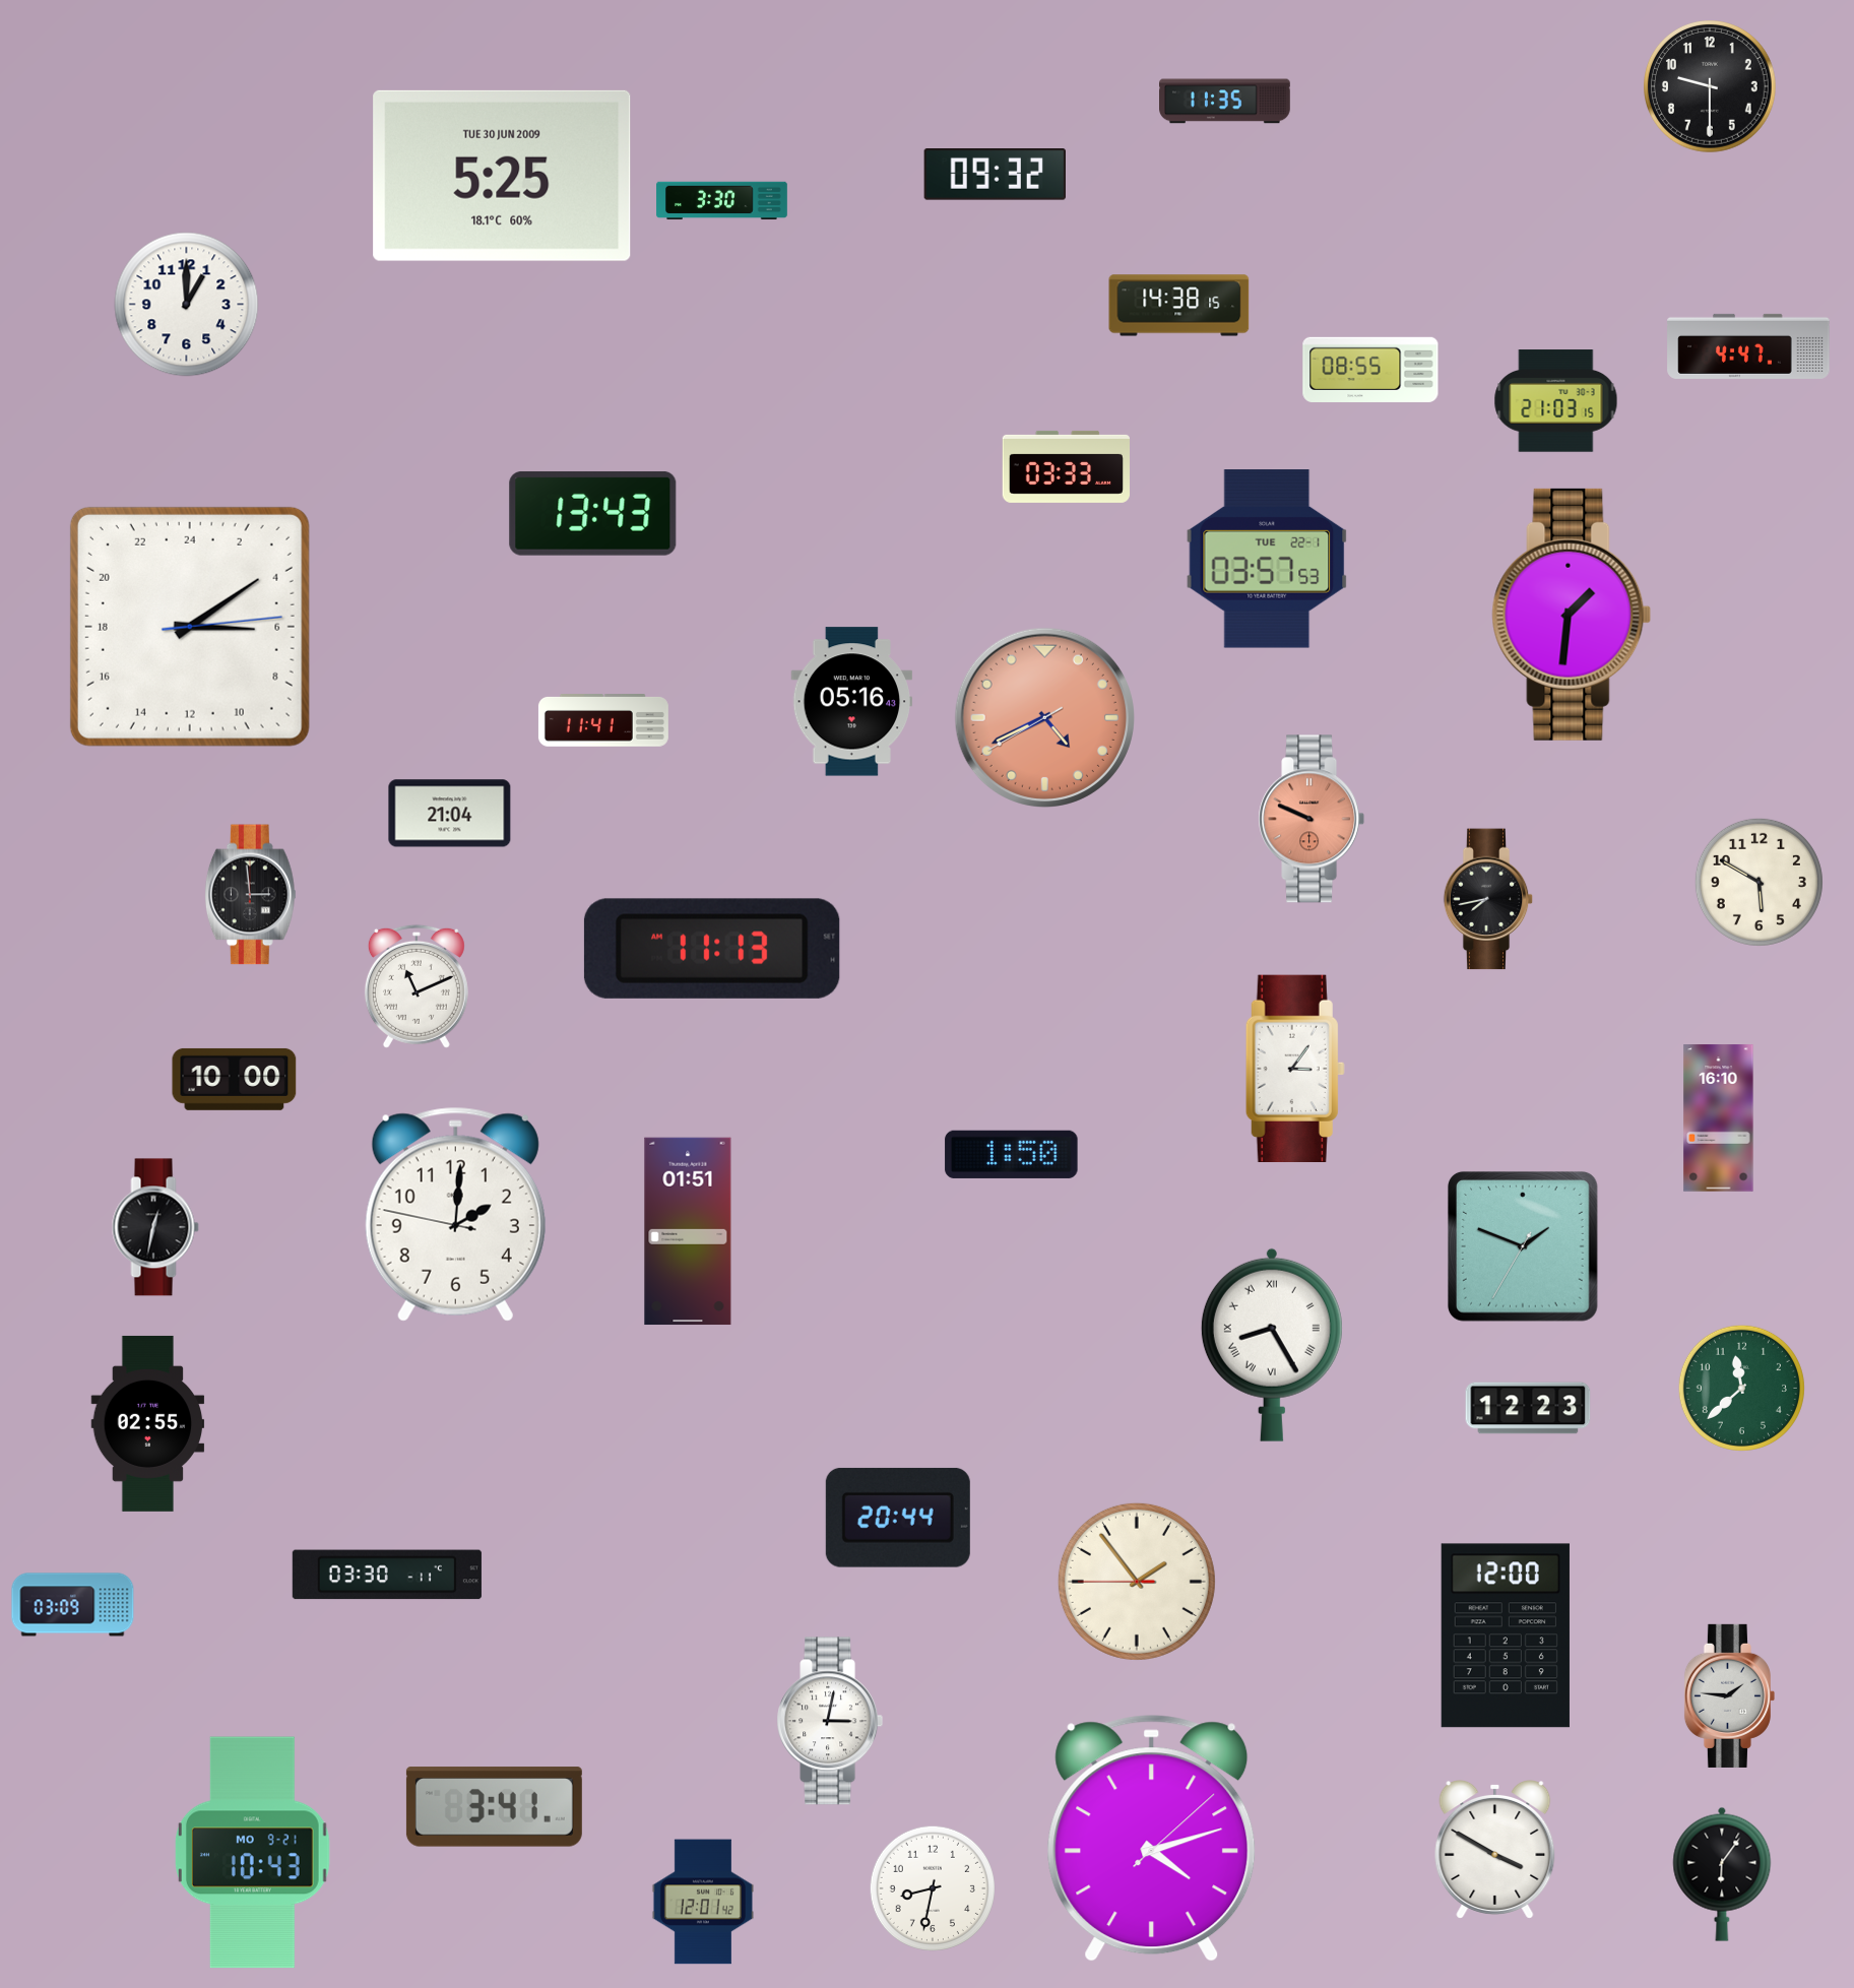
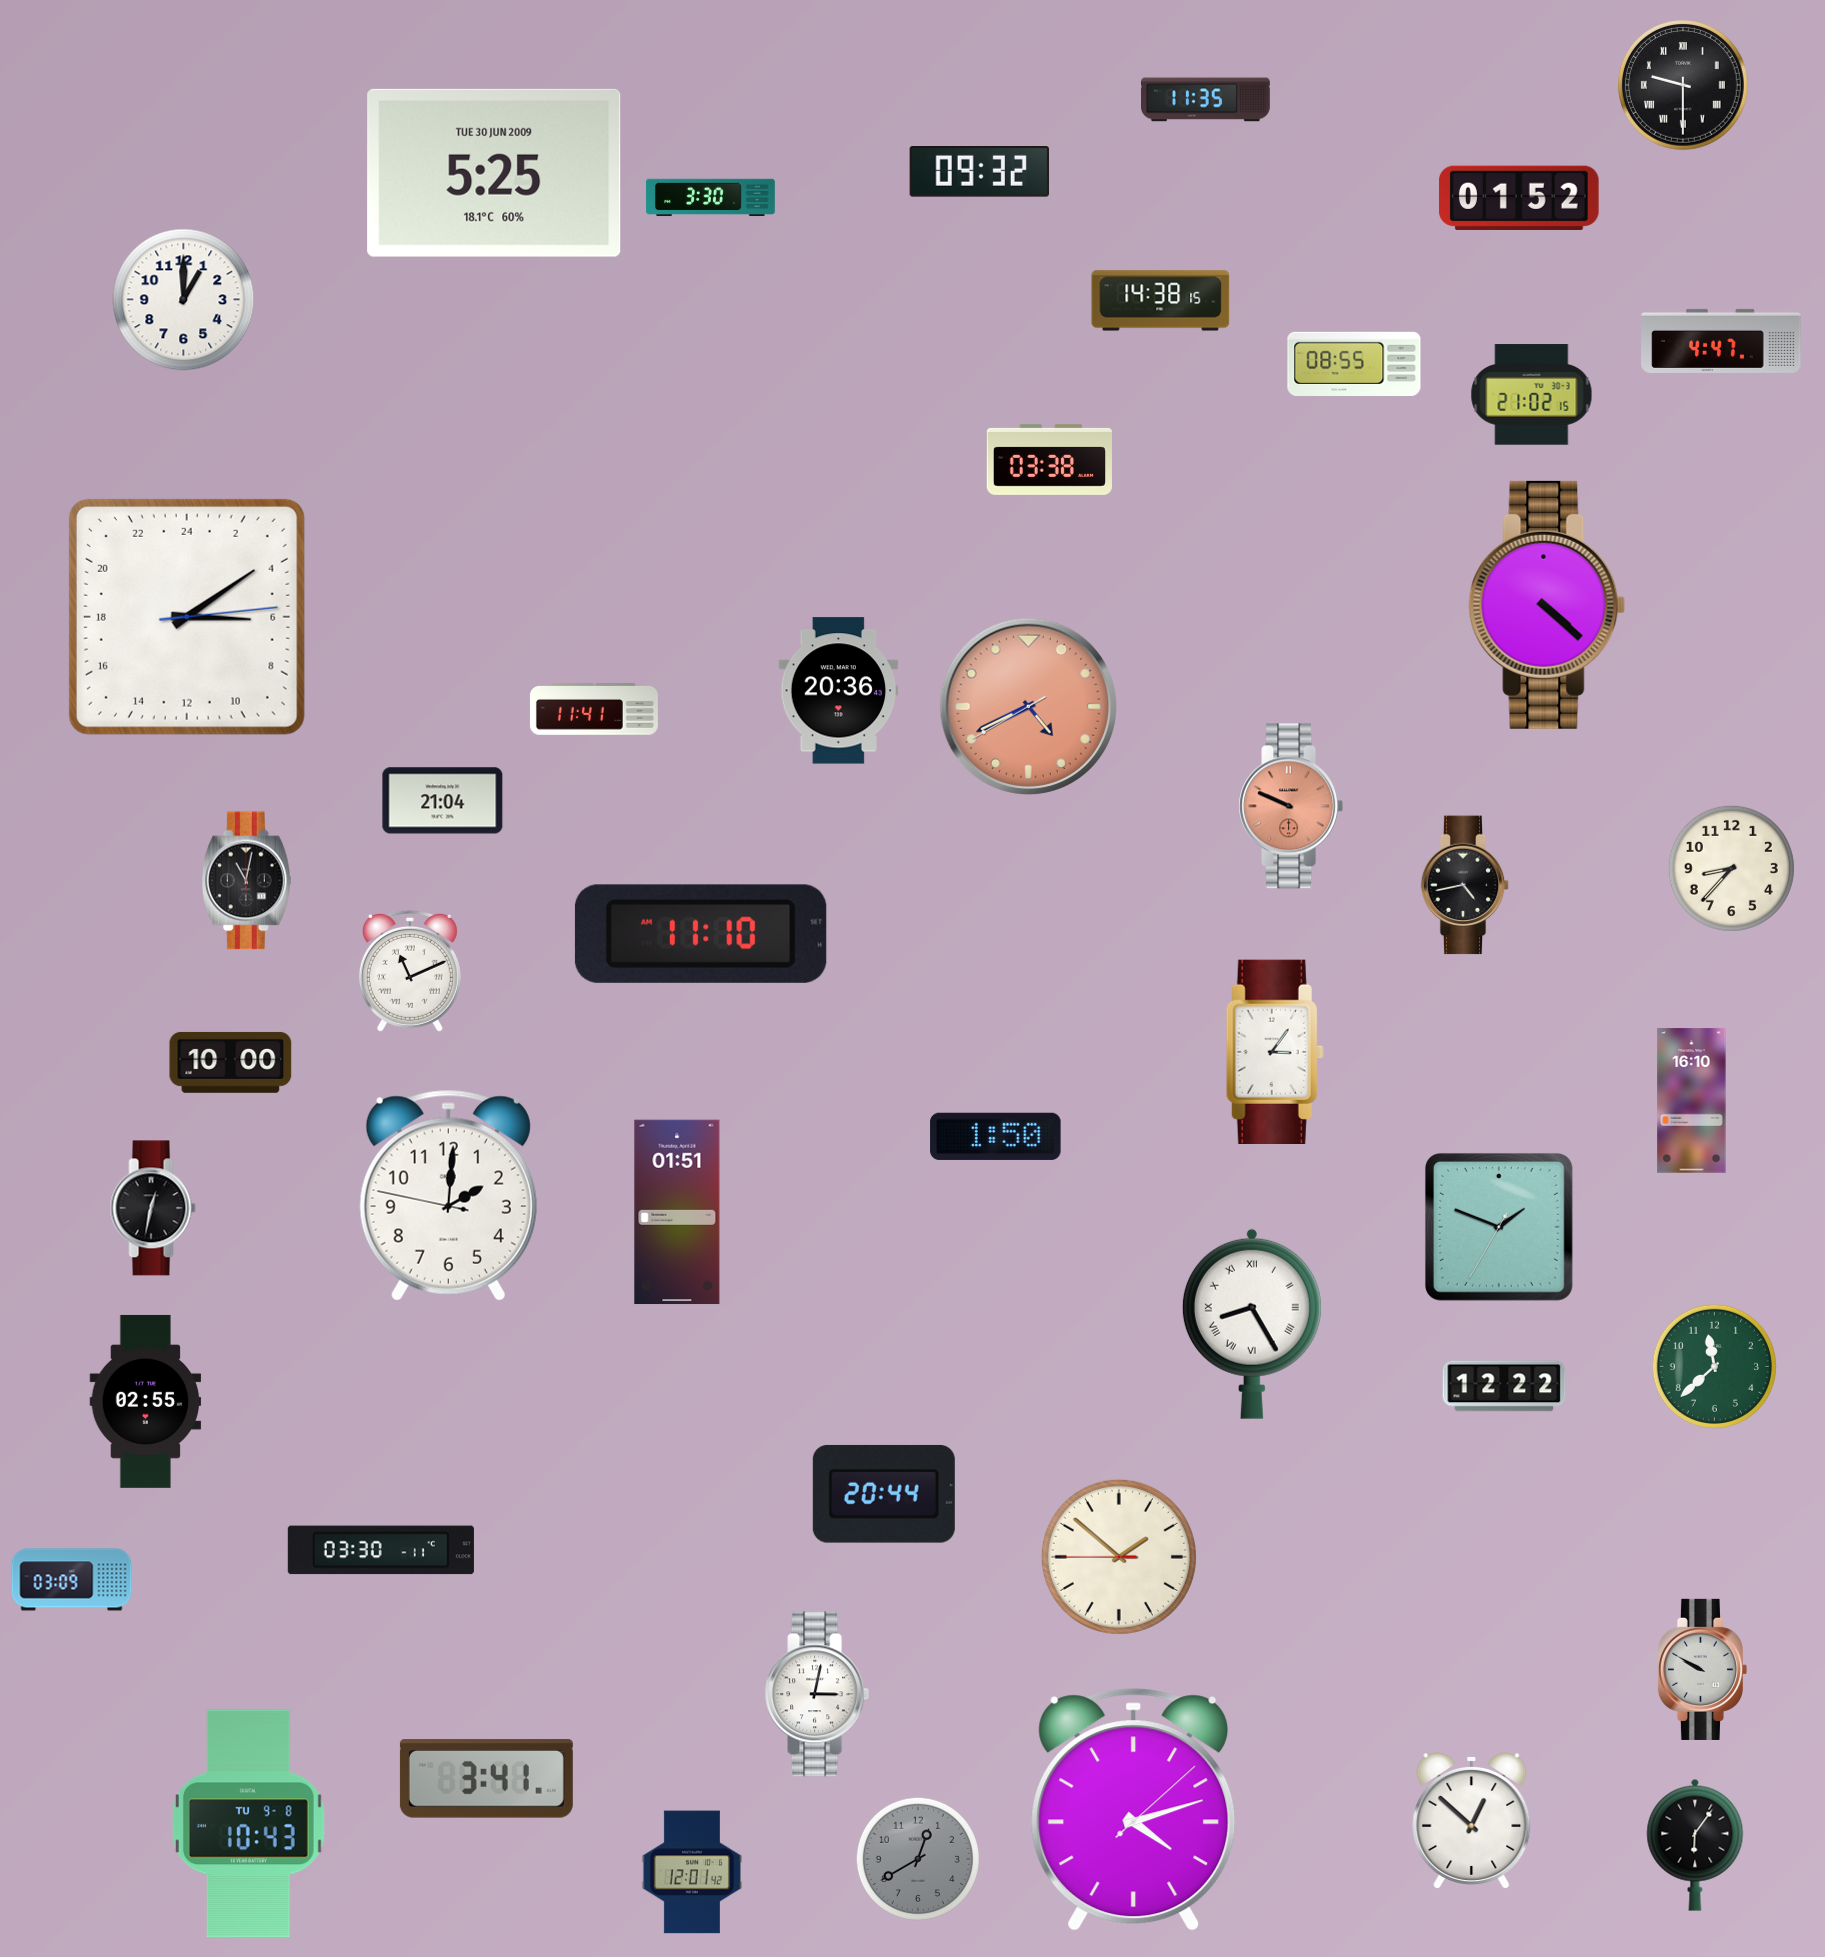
clock at (1711, 87) numerals: Arabic -> Roman
clock at (1520, 198): none -> 01:52
clock at (1370, 370) position: (1370, 370) -> (1354, 364)
clock at (1556, 401): 21:03 -> 21:02
clock at (1067, 466): 03:33 -> 03:38
clock at (593, 513): 13:43 -> none
clock at (1267, 559): 03:57 -> none
clock at (1572, 615): 1:31 -> 4:22
clock at (852, 702): 05:16 -> 20:36
clock at (1759, 882): 5:50 -> 8:37
clock at (250, 895): 2:59 -> 11:02
clock at (1488, 899): 7:43 -> 4:43
clock at (712, 949): 11:13 -> 11:10
clock at (1528, 1408): 12:23 -> 12:22
clock at (1137, 1582): 1:53 -> 1:51
clock at (1506, 1636): 12:00 -> none
clock at (1729, 1695): 1:46 -> 9:50
clock at (1495, 1850): 3:50 -> 12:52
clock at (252, 1853) date: MO 9-21 -> TU 9-8
clock at (932, 1887): 8:32 -> 12:40
clock at (932, 1887) dial: white -> grey
